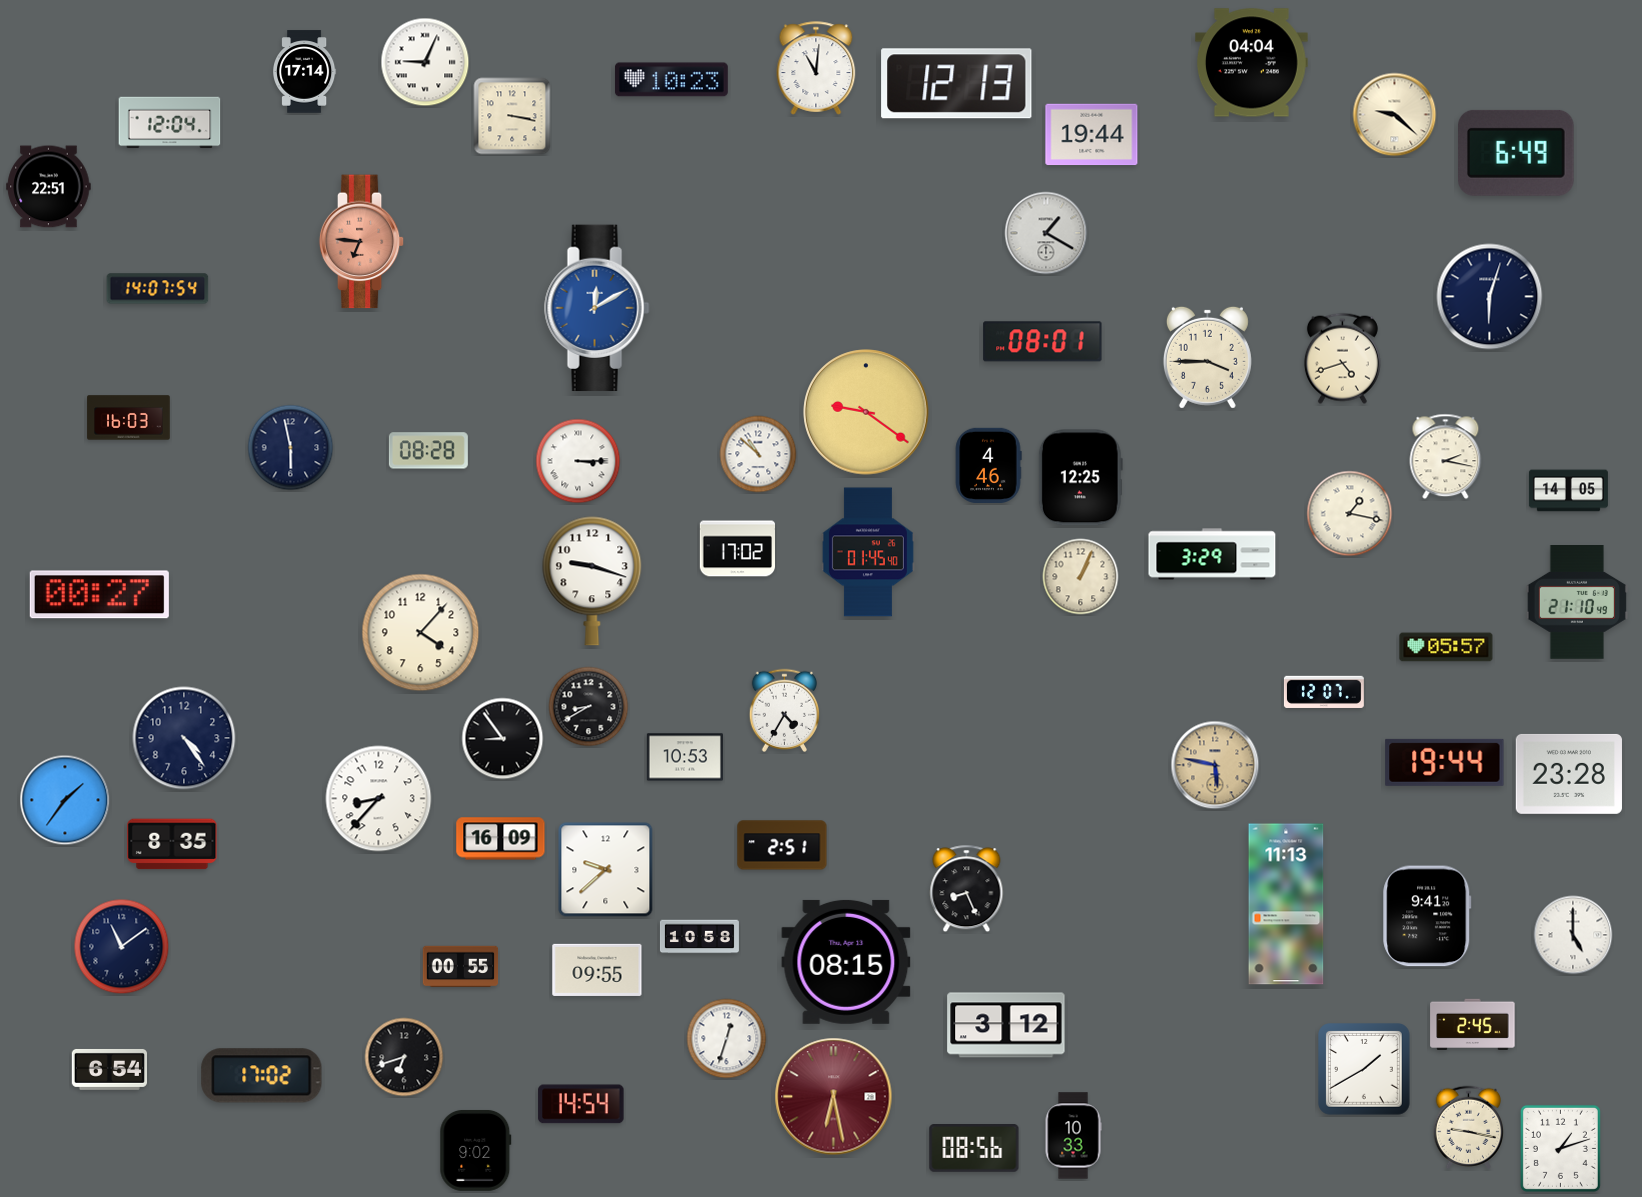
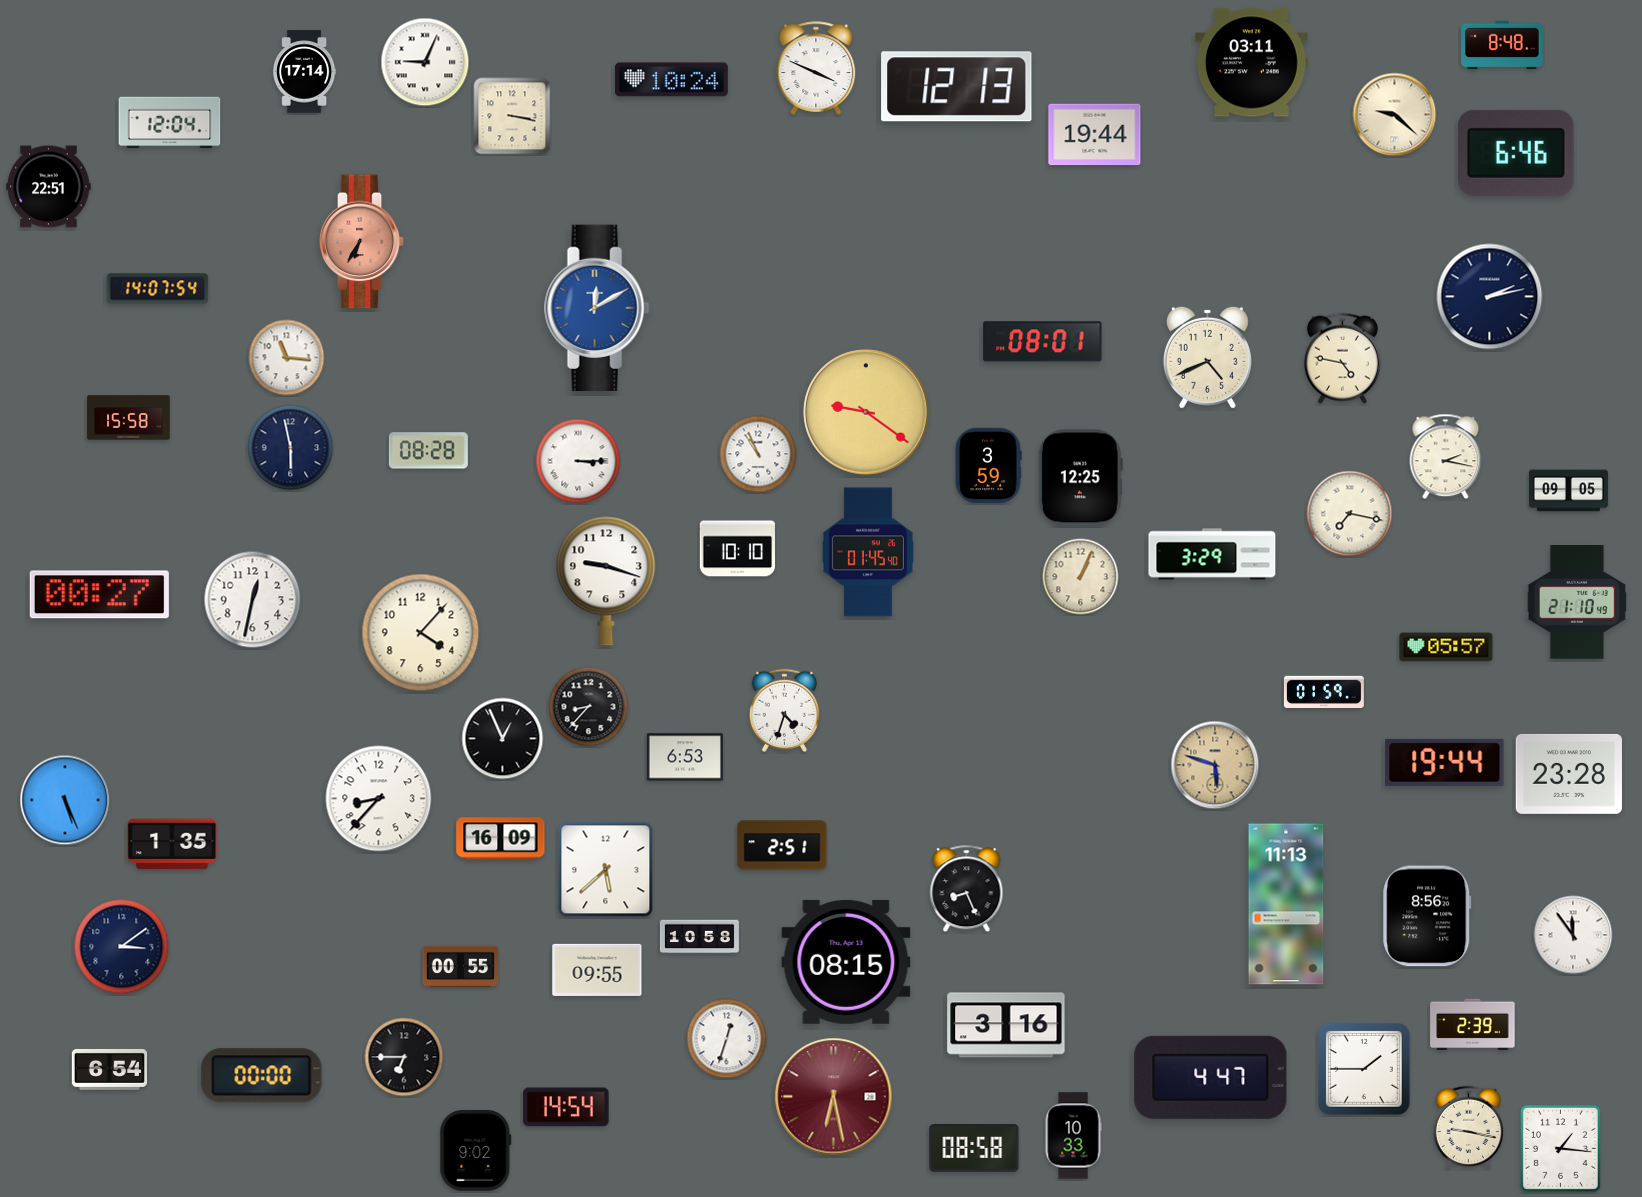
clock at (1502, 45): none -> 8:48
clock at (1251, 63): 04:04 -> 03:11
clock at (816, 68): 11:01 -> 3:49
clock at (671, 80): 10:23 -> 10:24
clock at (957, 84) position: (957, 84) -> (957, 87)
clock at (1092, 135) position: (1092, 135) -> (1095, 135)
clock at (1517, 153): 6:49 -> 6:46
clock at (1046, 233): 1:20 -> none
clock at (362, 242): 6:46 -> 6:35
clock at (1490, 297): 6:03 -> 2:13
clock at (1207, 357): 3:45 -> 4:41
clock at (287, 358): none -> 11:16
clock at (1342, 358): 4:42 -> 4:47
clock at (129, 418): 16:03 -> 15:58
clock at (758, 454): 10:52 -> 10:56
clock at (988, 465): 4:46 -> 3:59
clock at (1568, 491): 14:05 -> 09:05
clock at (1350, 514): 1:17 -> 7:17
clock at (737, 549): 17:02 -> 10:10
clock at (592, 581) position: (592, 581) -> (606, 581)
clock at (253, 600): none -> 12:32
clock at (1324, 692): 12:07 -> 01:59
clock at (589, 707): 8:40 -> 8:37
clock at (785, 710): 4:35 -> 4:33
clock at (184, 738): 4:24 -> none
clock at (503, 739): 8:54 -> 12:56
clock at (685, 757): 10:53 -> 6:53
clock at (1215, 765): 5:47 -> 5:48
clock at (65, 800): 1:36 -> 5:26
clock at (172, 844): 8:35 -> 1:35
clock at (606, 870): 9:38 -> 5:38
clock at (1427, 916): 9:41 -> 8:56
clock at (1573, 935): 5:00 -> 11:54
clock at (122, 947): 11:09 -> 3:09
clock at (1473, 1024): 2:45 -> 2:39
clock at (1006, 1025): 3:12 -> 3:16
clock at (404, 1057): 6:42 -> 6:45
clock at (1365, 1070): 1:40 -> 1:45
clock at (262, 1076): 17:02 -> 00:00
clock at (1211, 1077): none -> 4:47
clock at (581, 1104) position: (581, 1104) -> (566, 1107)
clock at (1560, 1148): 1:12 -> 1:16
clock at (974, 1149): 08:56 -> 08:58
